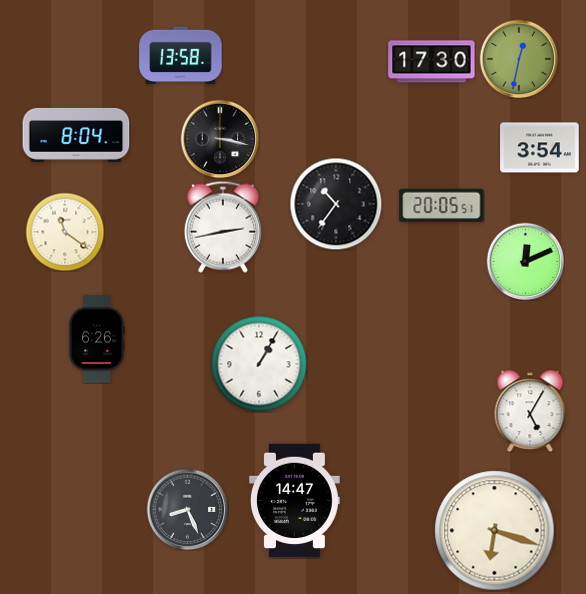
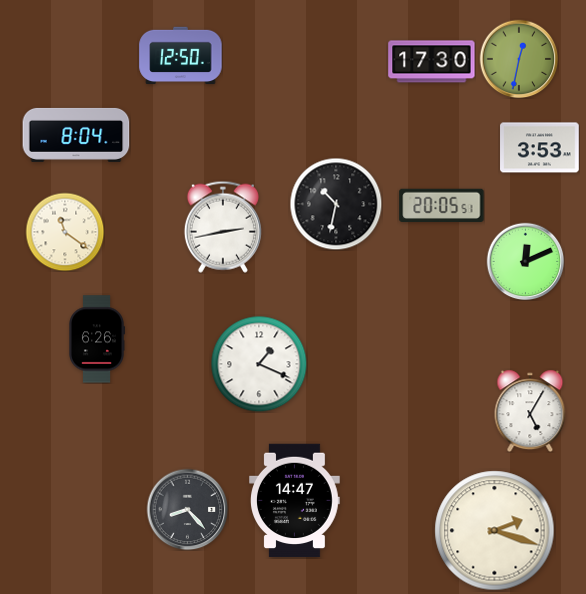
clock at (181, 56): 13:58 -> 12:50
clock at (220, 139): 3:17 -> none
clock at (540, 148): 3:54 -> 3:53
clock at (336, 204): 10:36 -> 10:32
clock at (259, 364): 1:05 -> 1:19
clock at (187, 509): 8:26 -> 8:23
clock at (495, 531): 6:18 -> 2:18
